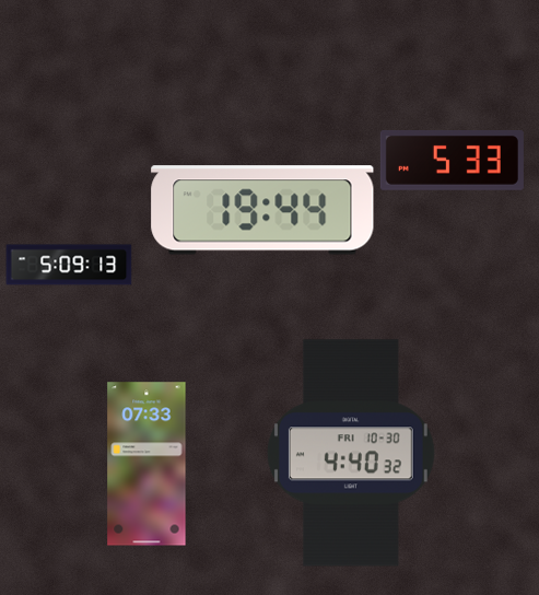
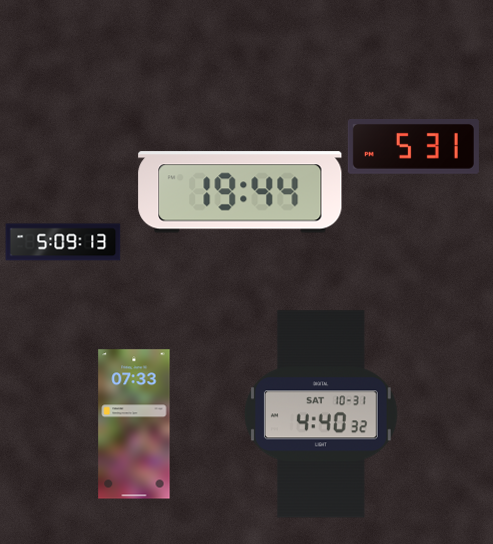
clock at (452, 160): 5:33 -> 5:31
clock at (351, 453) date: FRI 10-30 -> SAT 10-31
